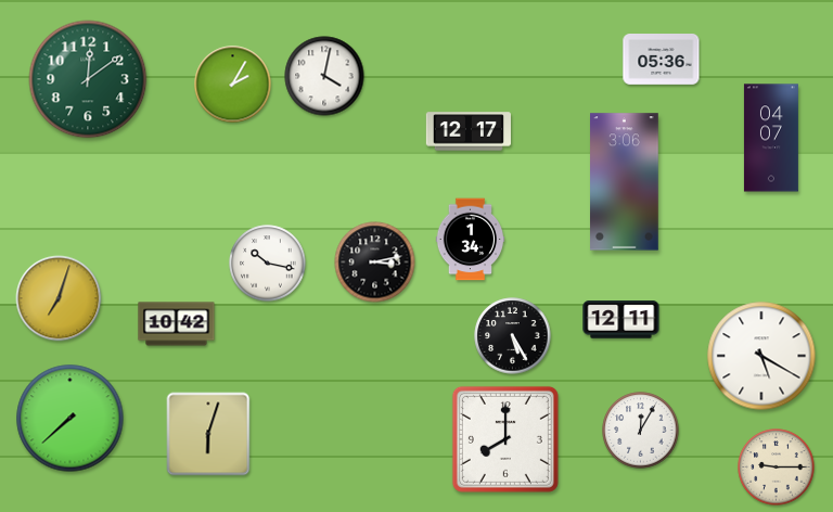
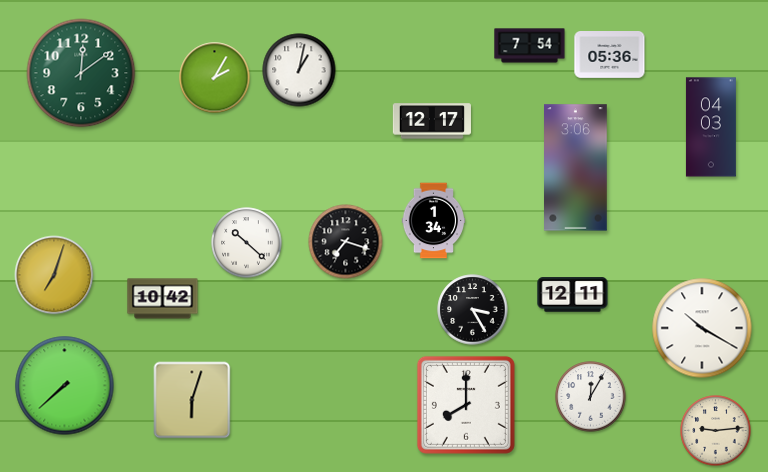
clock at (530, 46): none -> 7:54
clock at (324, 76): 4:02 -> 1:02
clock at (771, 138): 04:07 -> 04:03
clock at (375, 263): 3:13 -> 7:18
clock at (268, 264): 10:17 -> 10:22
clock at (513, 336): 5:25 -> 3:25
clock at (761, 356): 5:20 -> 10:20
clock at (777, 468): 9:15 -> 9:14
